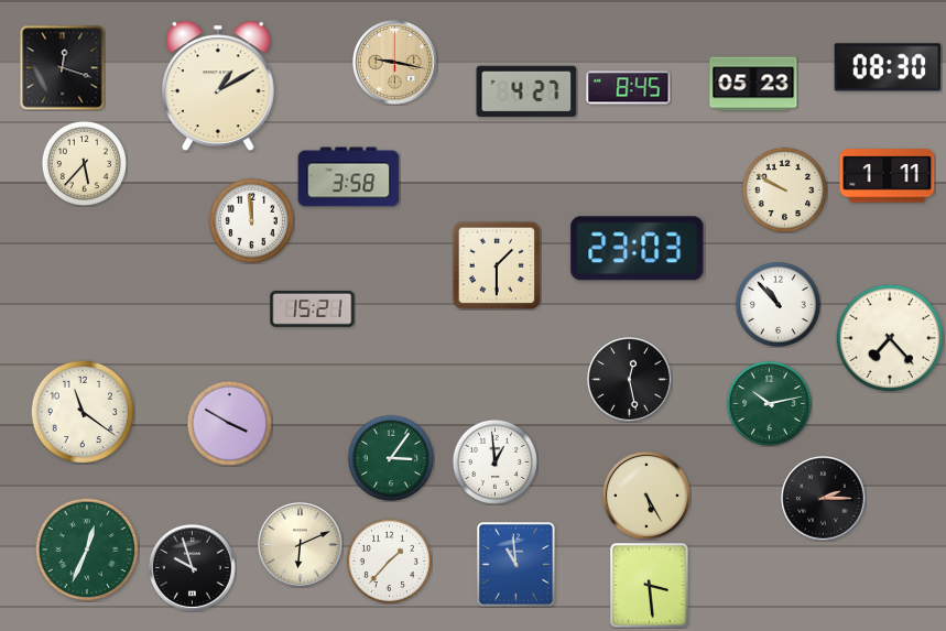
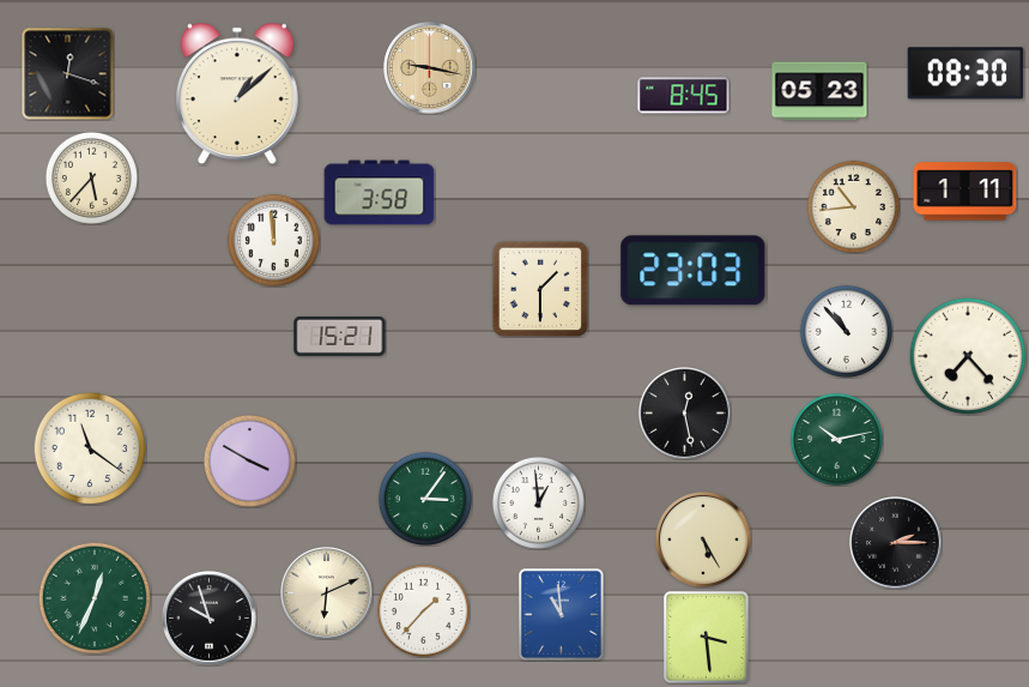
clock at (218, 86): 1:10 -> 1:08
clock at (526, 91): 4:27 -> none
clock at (784, 189): 9:50 -> 10:44
clock at (890, 338) position: (890, 338) -> (968, 356)
